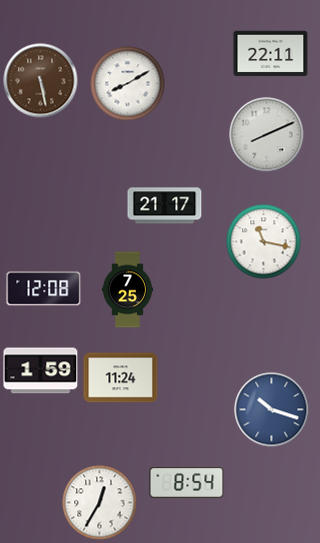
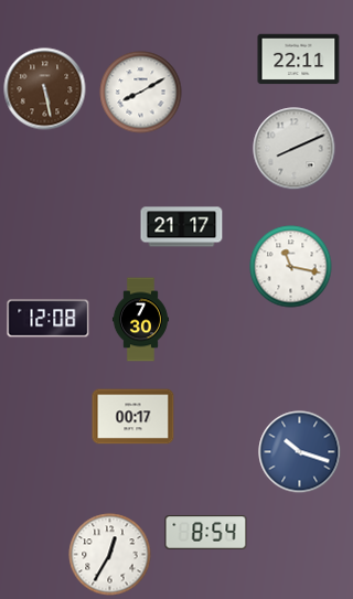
clock at (127, 290): 7:25 -> 7:30
clock at (41, 371): 1:59 -> none
clock at (121, 378): 11:24 -> 00:17
